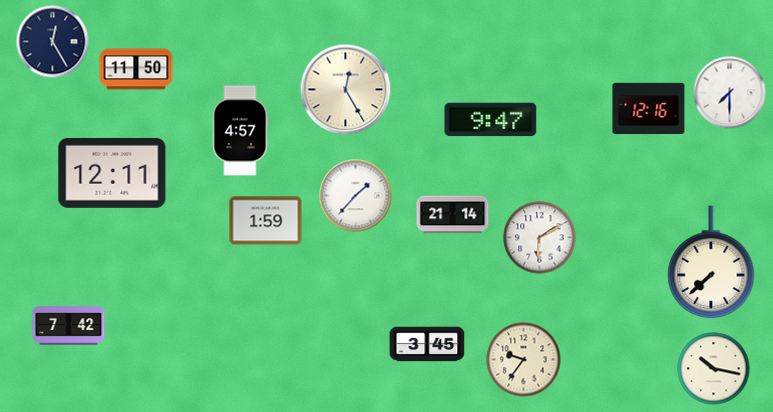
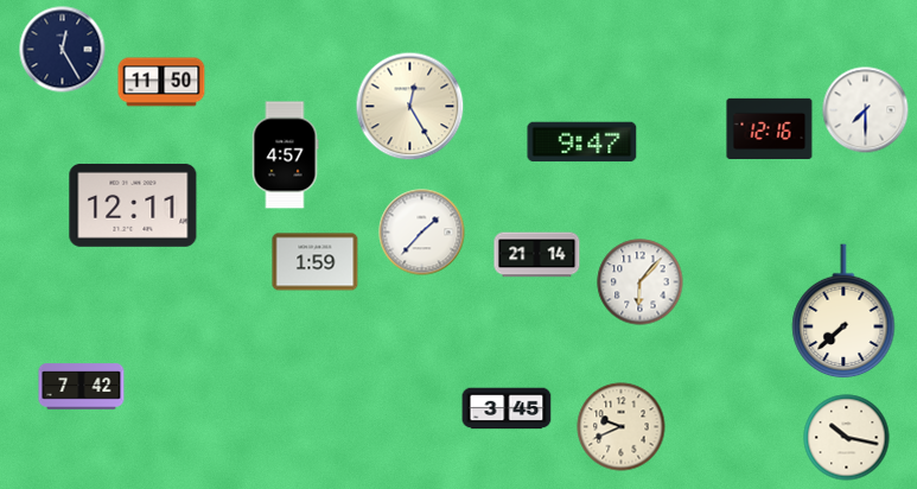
clock at (540, 238): 6:10 -> 6:07
clock at (524, 360): 9:36 -> 9:41
